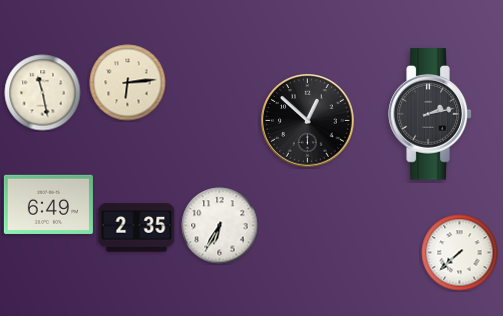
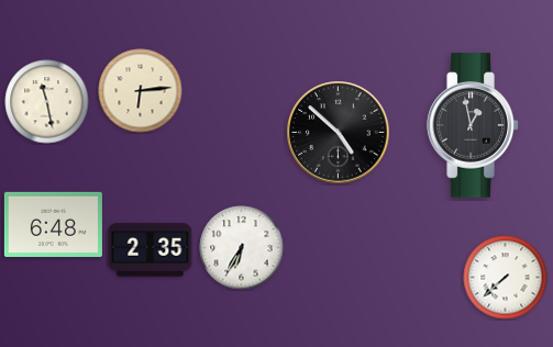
clock at (430, 114): 2:13 -> 12:58
clock at (308, 121): 12:52 -> 4:52
clock at (48, 204): 6:49 -> 6:48
